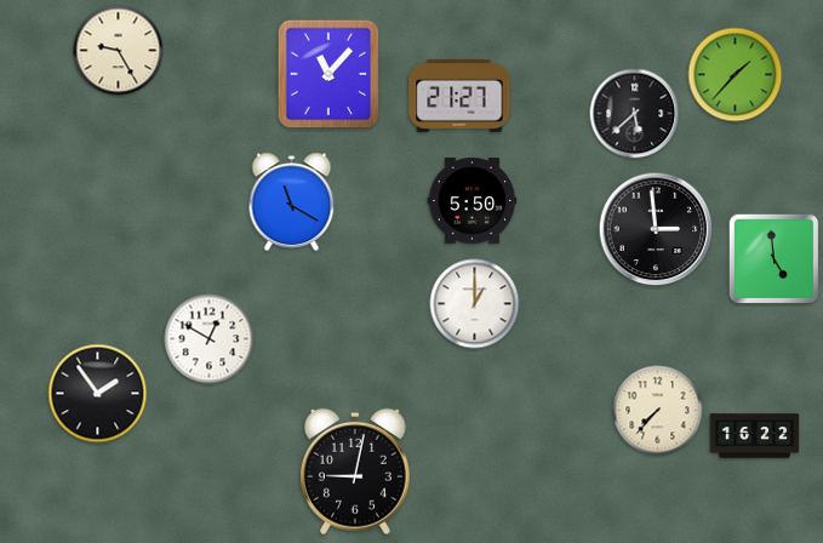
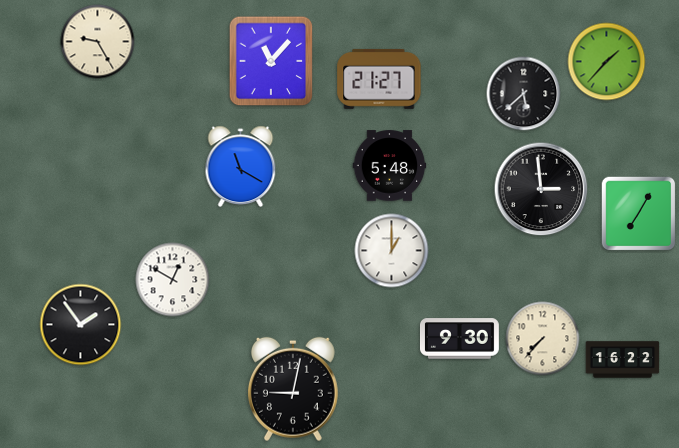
clock at (473, 201): 5:50 -> 5:48
clock at (775, 259): 4:59 -> 7:05
clock at (459, 339): none -> 9:30
